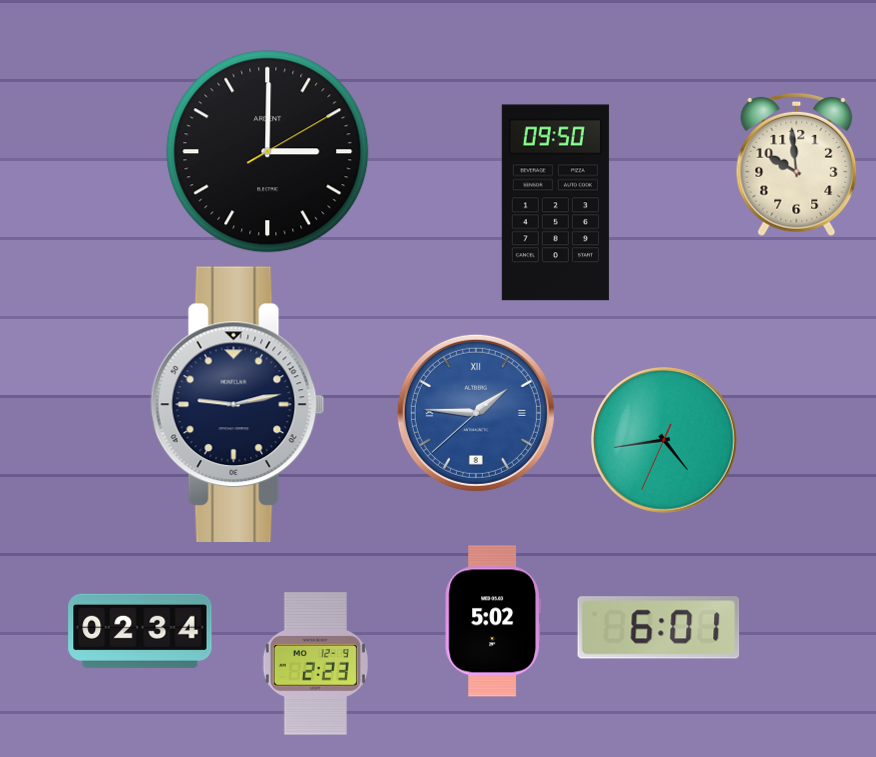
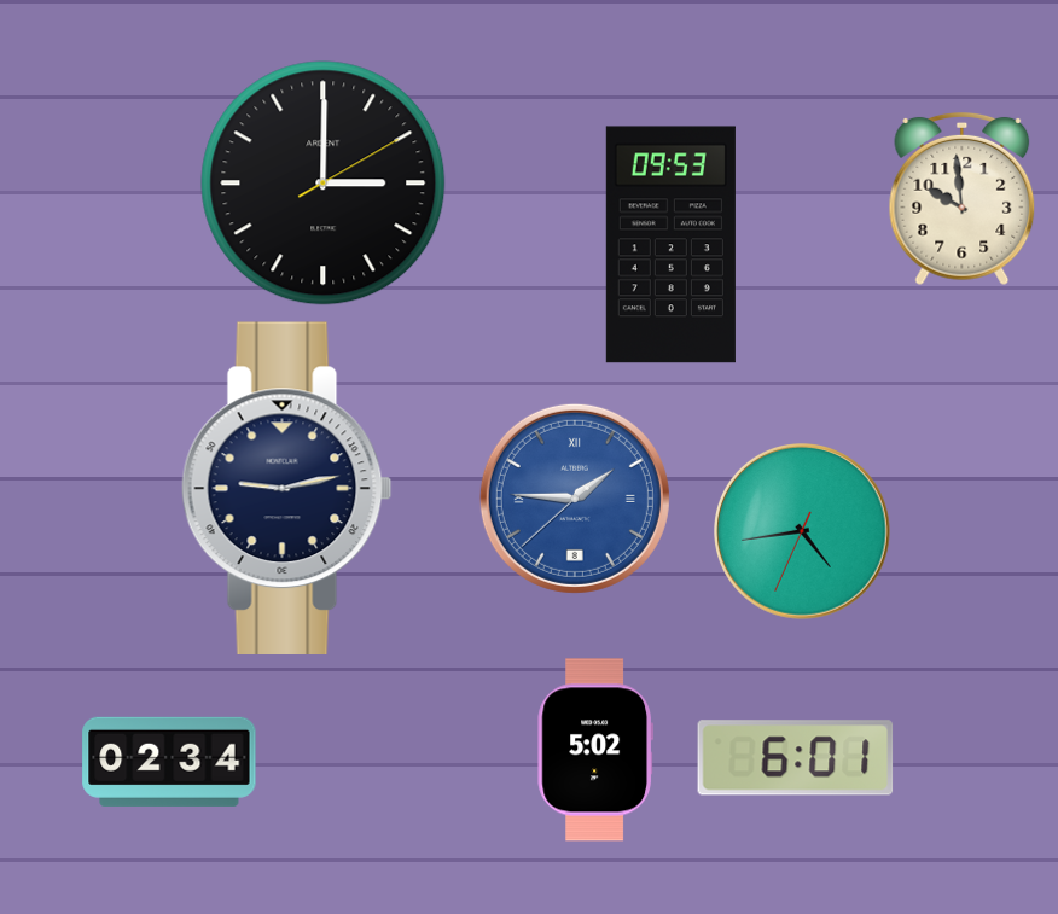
clock at (555, 203): 09:50 -> 09:53
clock at (315, 664): 2:23 -> none
